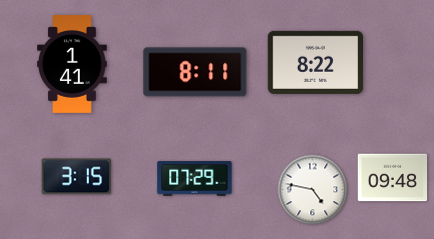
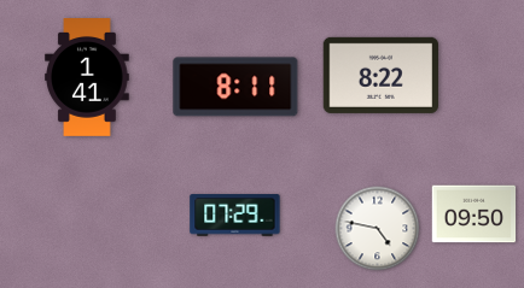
clock at (76, 177): 3:15 -> none
clock at (393, 178): 09:48 -> 09:50
